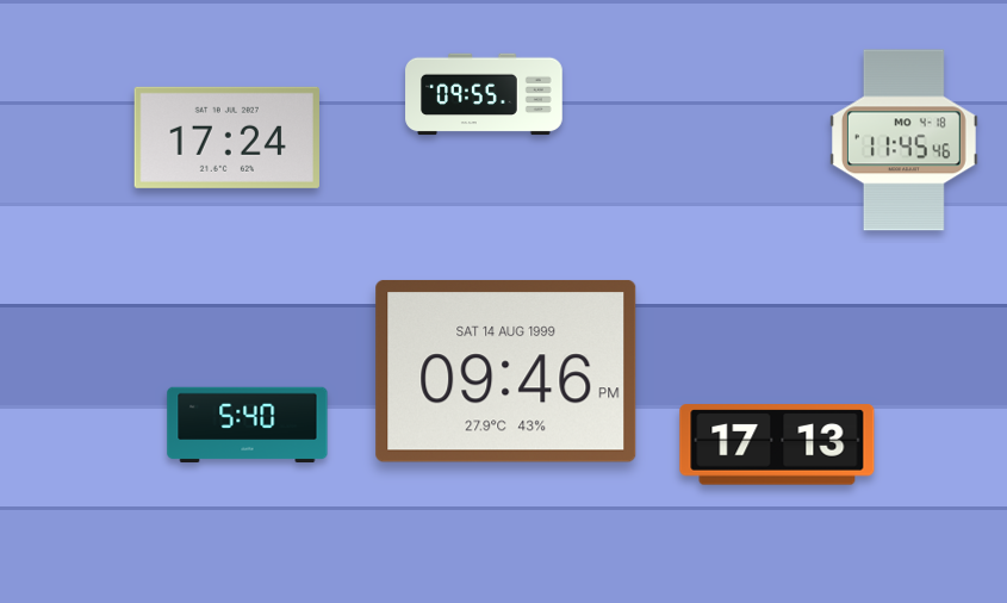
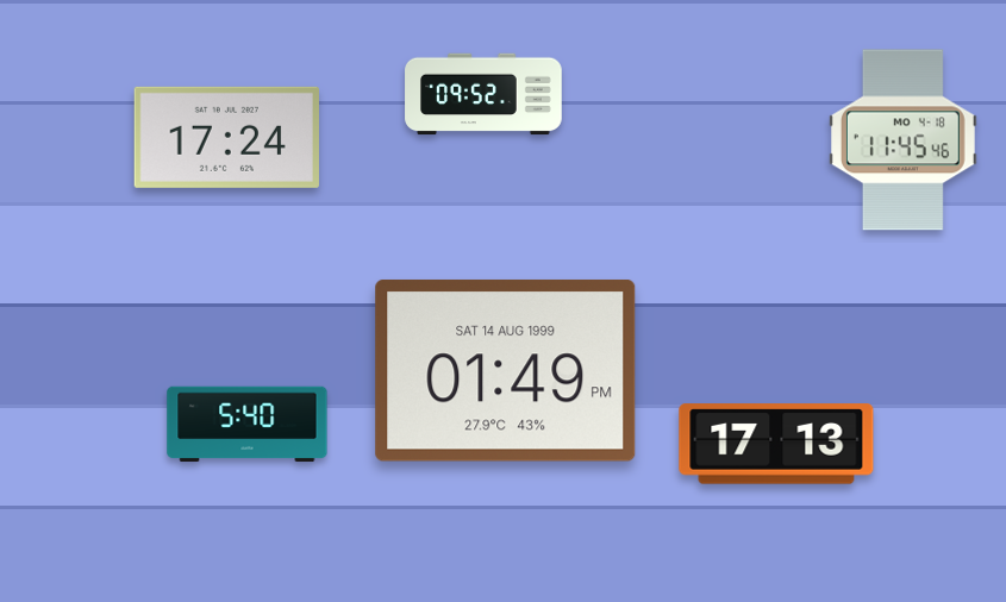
clock at (484, 94): 09:55 -> 09:52
clock at (506, 371): 09:46 -> 01:49
